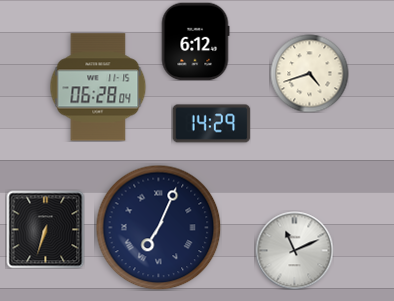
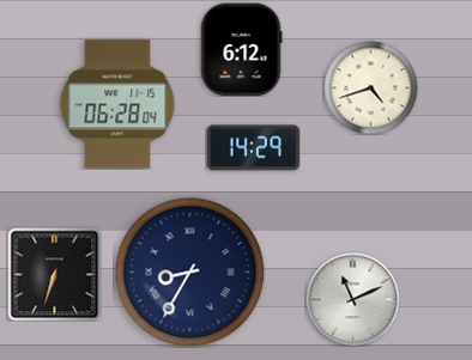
clock at (195, 41) position: (195, 41) -> (241, 49)
clock at (158, 227): 7:04 -> 8:35
